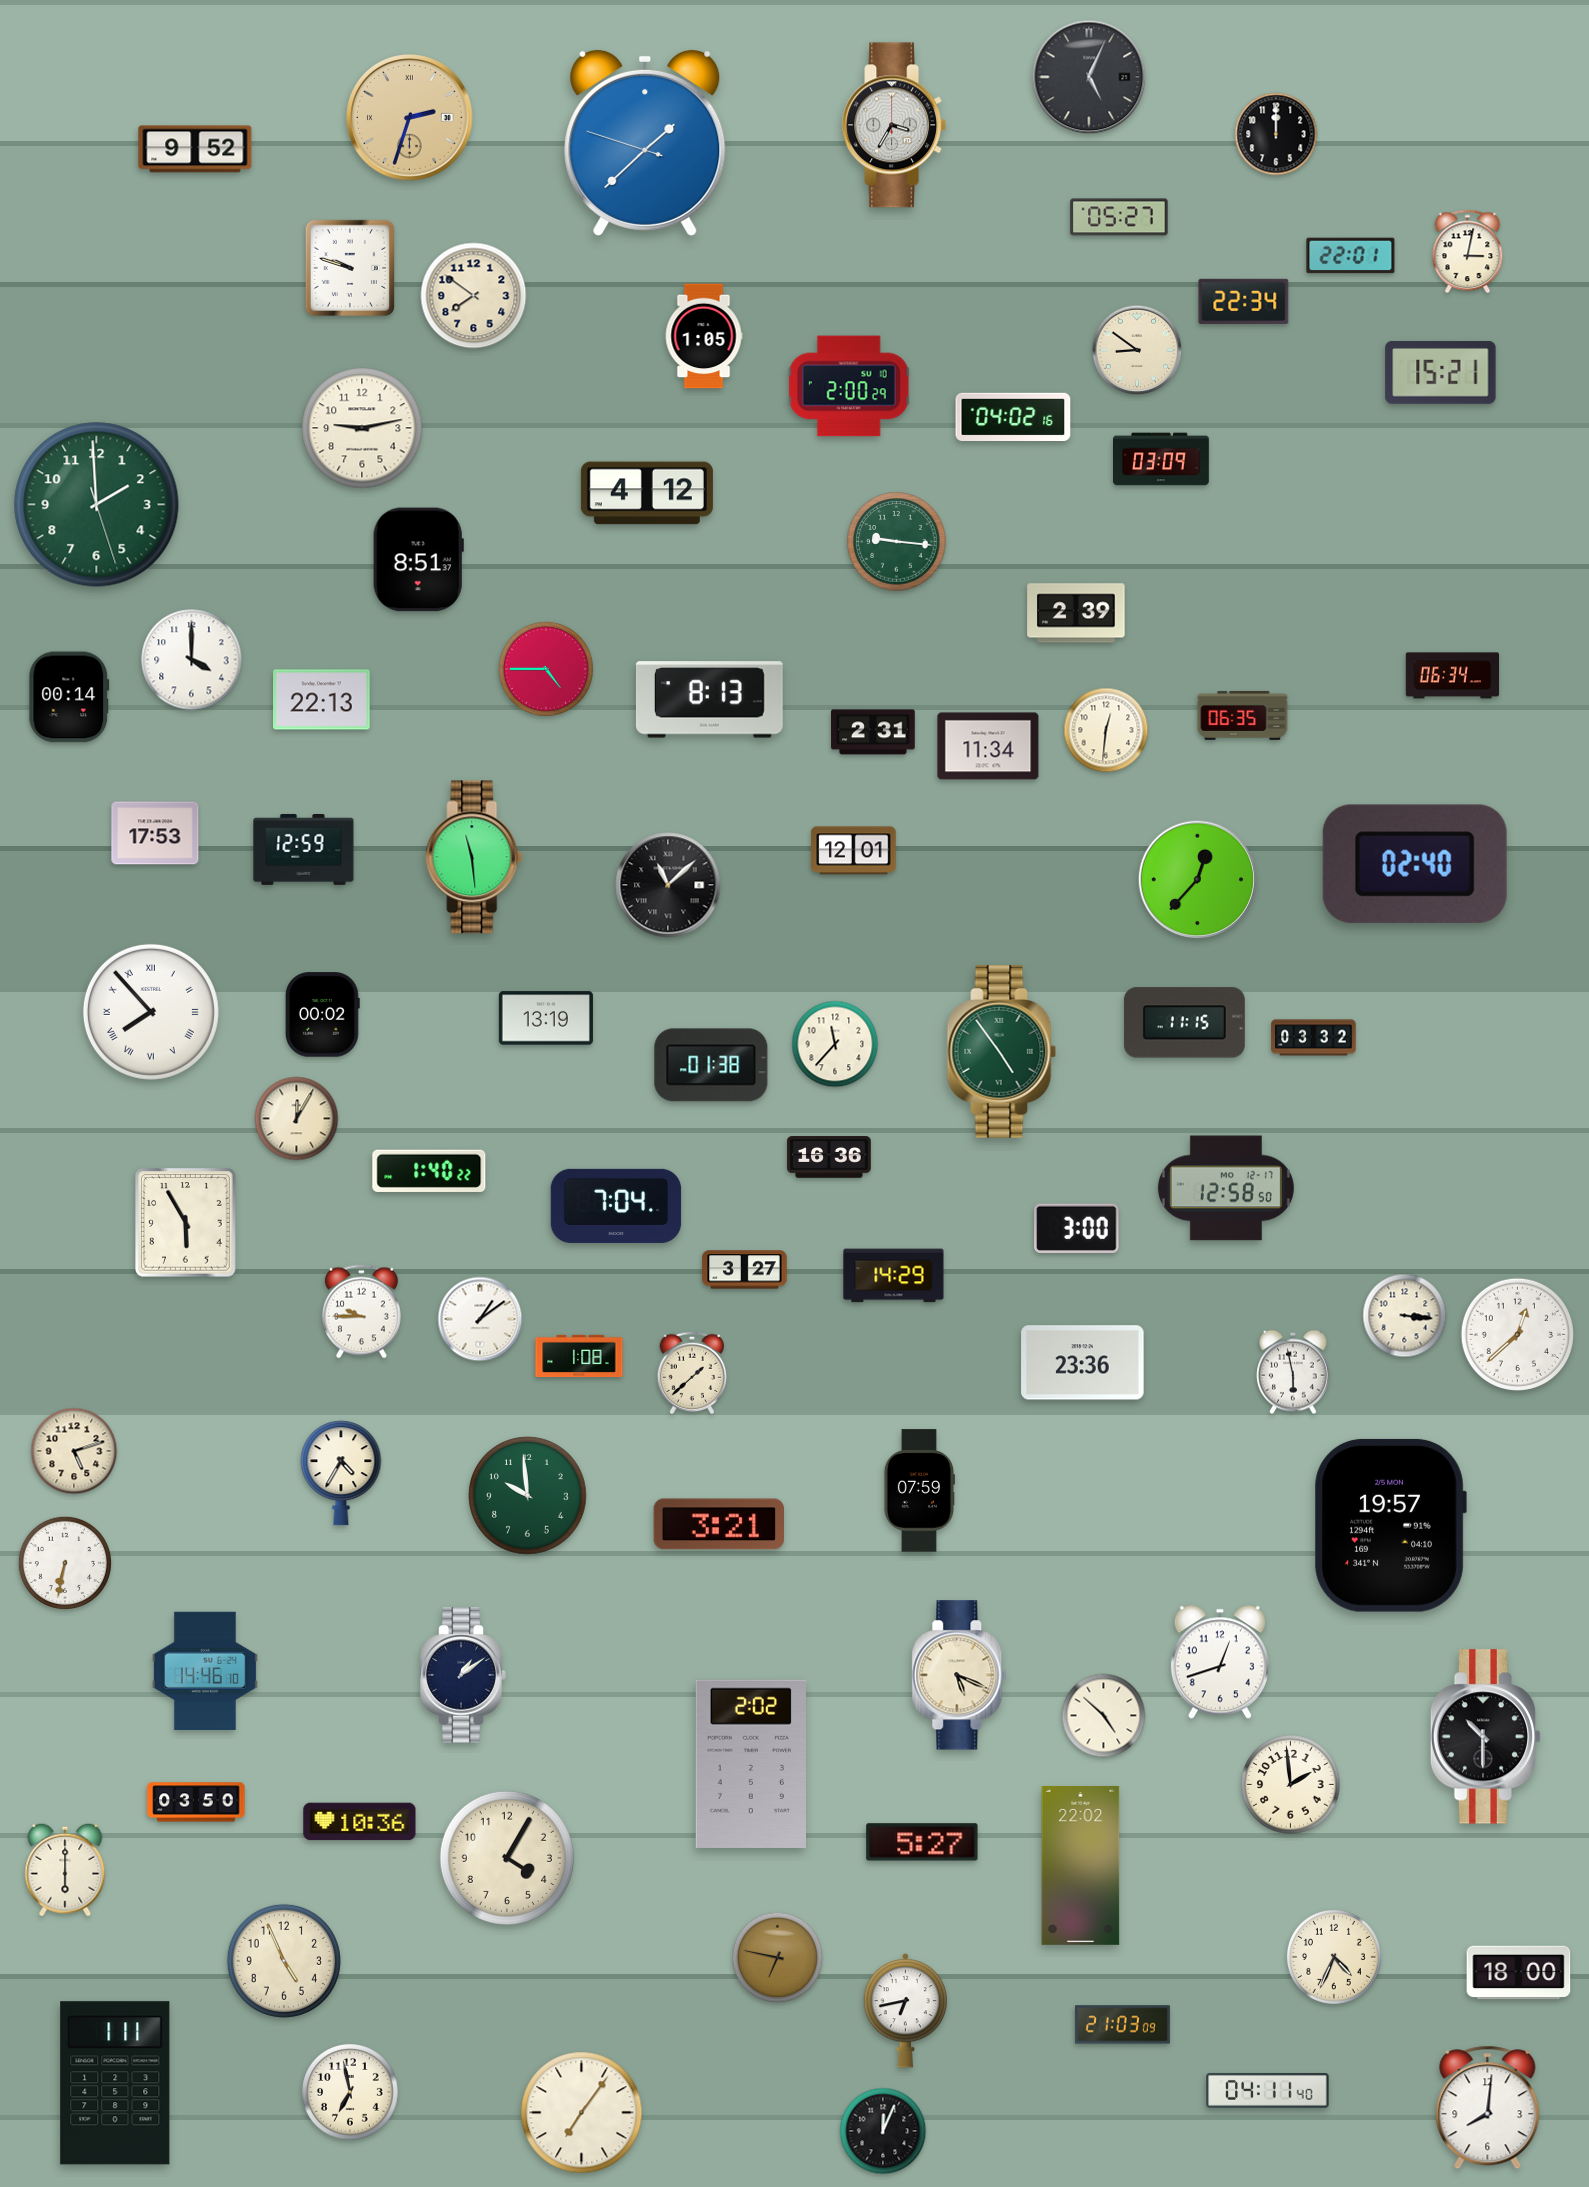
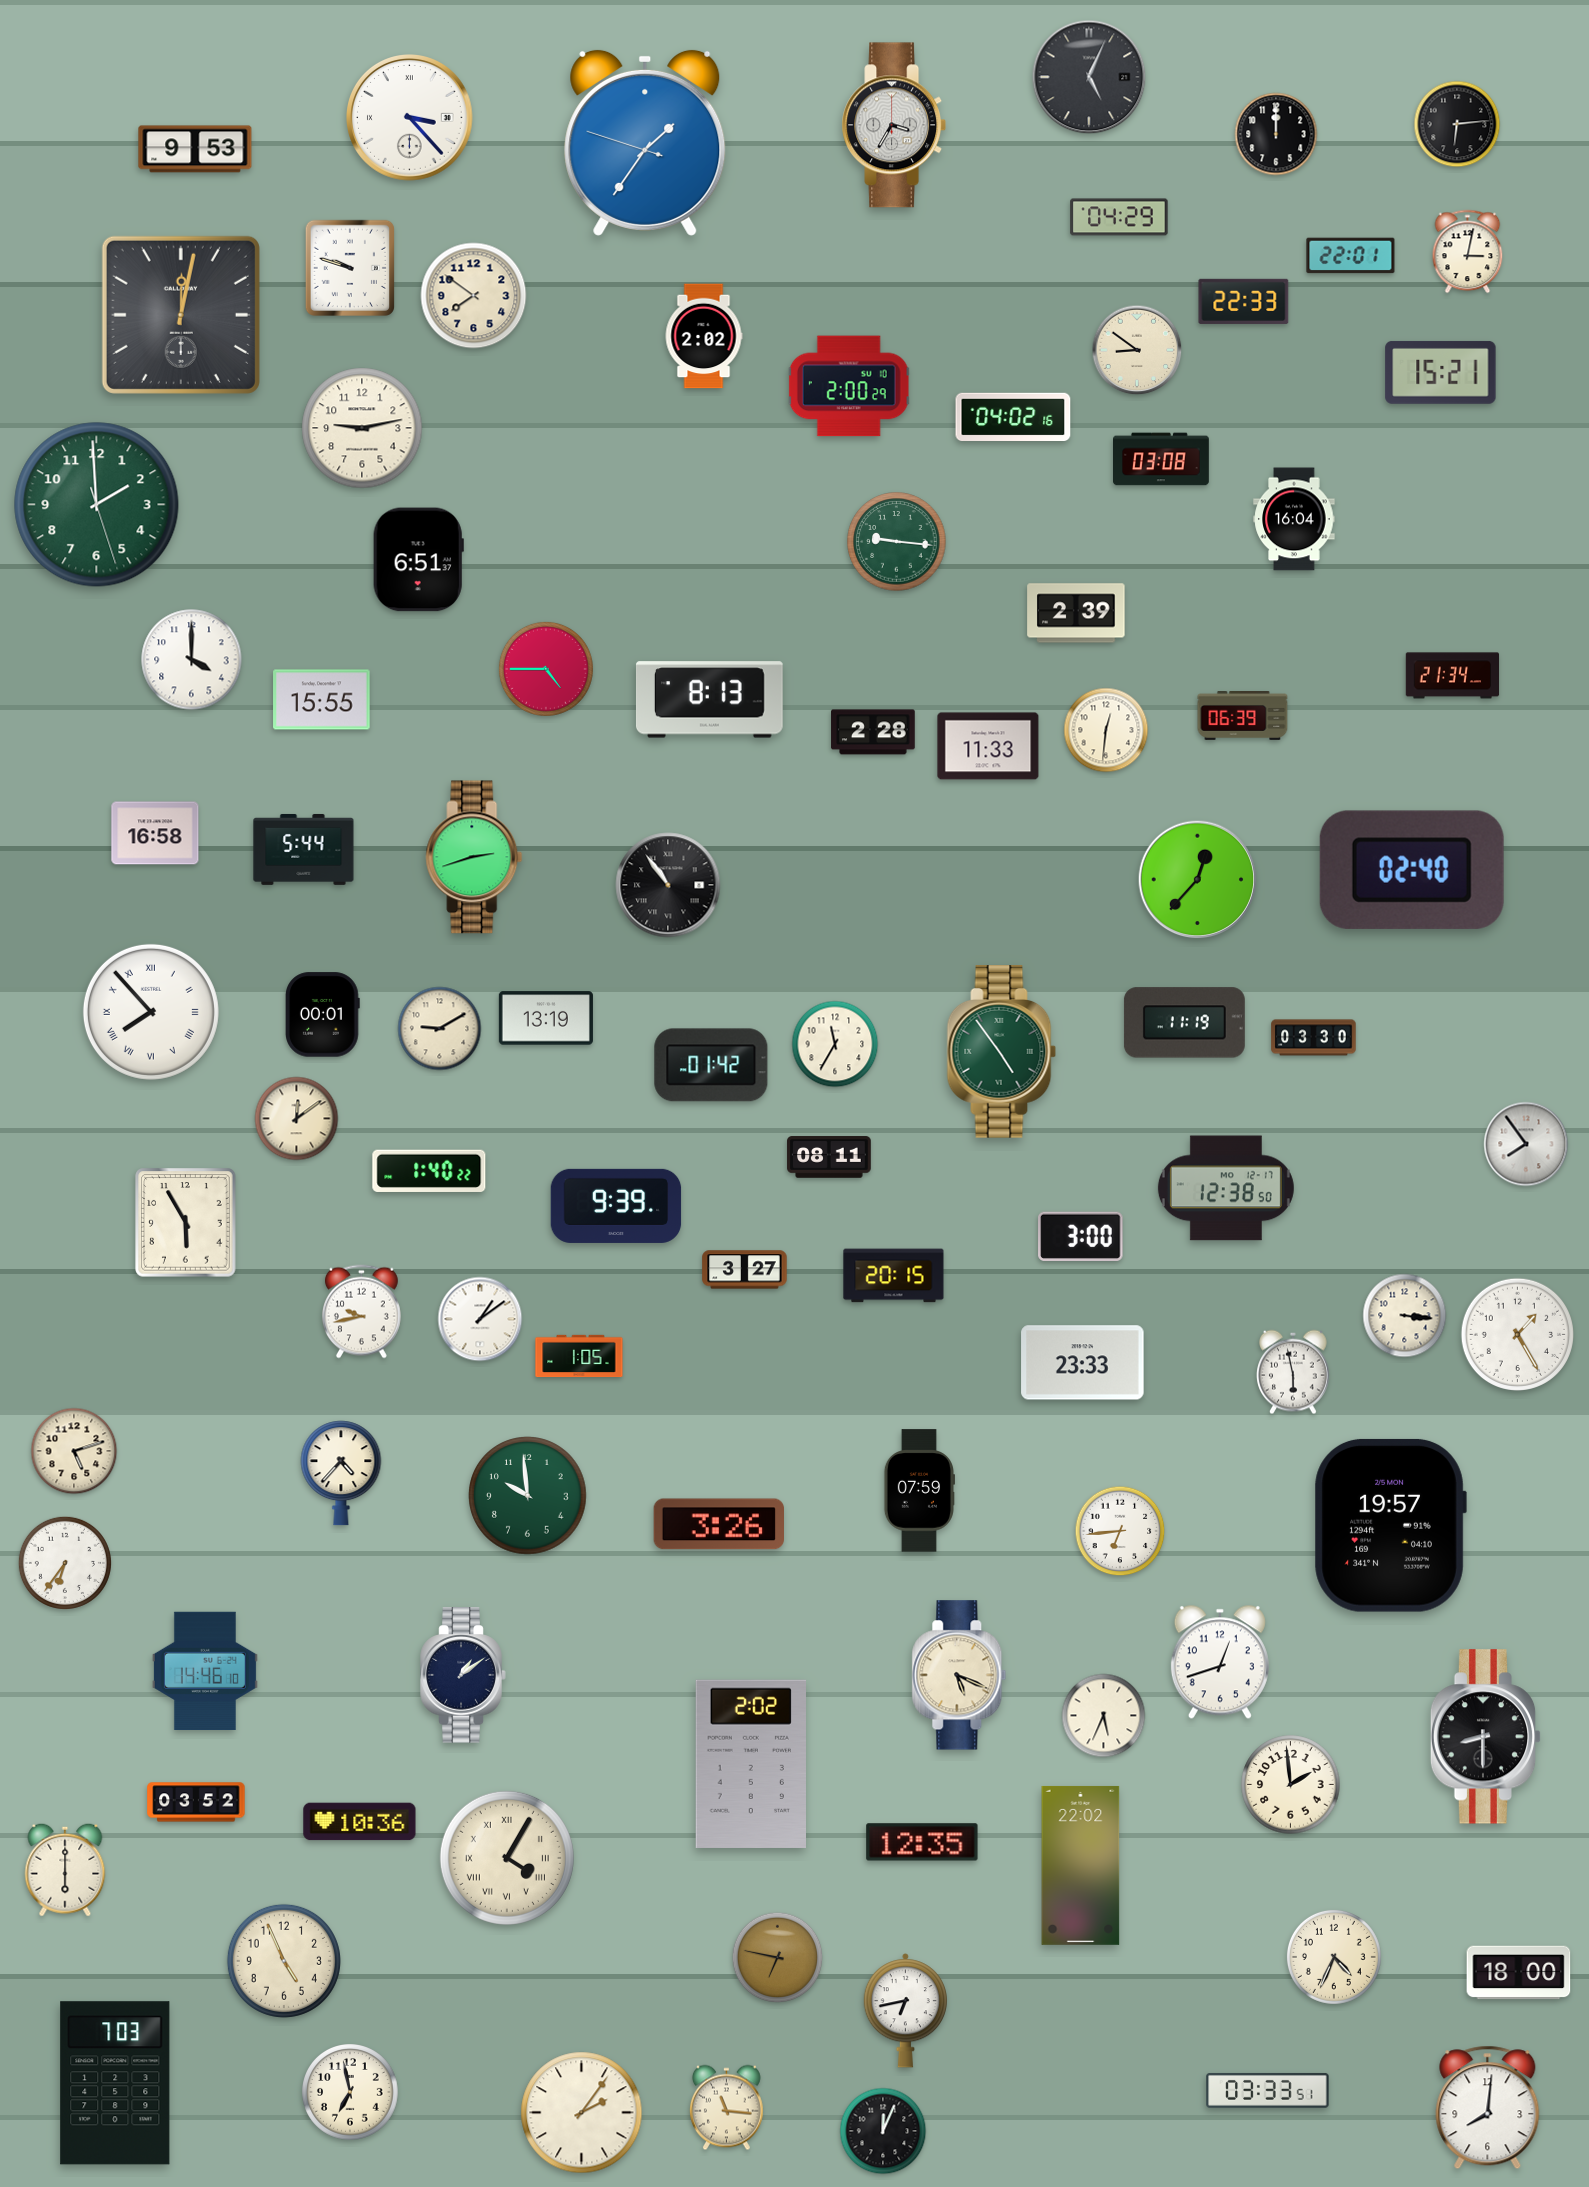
clock at (410, 118): 2:33 -> 3:23
clock at (410, 118) dial: champagne -> white
clock at (1457, 124): none -> 6:14
clock at (645, 143): 1:37 -> 1:35
clock at (195, 149): 9:52 -> 9:53
clock at (1119, 217): 05:27 -> 04:29
clock at (1244, 301): 22:34 -> 22:33
clock at (181, 315): none -> 12:02
clock at (704, 336): 1:05 -> 2:02
clock at (1162, 459): 03:09 -> 03:08
clock at (647, 493): 4:12 -> none
clock at (1294, 519): none -> 16:04
clock at (418, 560): 8:51 -> 6:51
clock at (1453, 676): 06:34 -> 21:34
clock at (69, 697): 00:14 -> none
clock at (322, 700): 22:13 -> 15:55
clock at (1243, 716): 06:35 -> 06:39
clock at (873, 732): 2:31 -> 2:28
clock at (988, 746): 11:34 -> 11:33
clock at (155, 833): 17:53 -> 16:58
clock at (304, 849): 12:59 -> 5:44
clock at (854, 851): 12:01 -> none
clock at (474, 857): 11:29 -> 2:42
clock at (1415, 864) position: (1415, 864) -> (1412, 870)
clock at (668, 885): 11:08 -> 10:54
clock at (323, 1015): 00:02 -> 00:01
clock at (1184, 1023): 11:15 -> 11:19
clock at (440, 1029): none -> 9:10
clock at (1314, 1038): 03:32 -> 03:30
clock at (835, 1044): 11:37 -> 11:35
clock at (711, 1065): 01:38 -> 01:42
clock at (297, 1119): 12:05 -> 12:09
clock at (1526, 1144): none -> 7:54
clock at (829, 1157): 16:36 -> 08:11
clock at (1226, 1188): 12:58 -> 12:38
clock at (616, 1206): 7:04 -> 9:39
clock at (1077, 1228) position: (1077, 1228) -> (1081, 1236)
clock at (894, 1276): 14:29 -> 20:15
clock at (361, 1312): 9:45 -> 9:43
clock at (1517, 1334): 12:38 -> 1:25
clock at (579, 1356): 1:08 -> 1:05
clock at (1083, 1363): 23:36 -> 23:33
clock at (692, 1373): 1:38 -> none
clock at (341, 1473): 4:35 -> 4:37
clock at (718, 1524): 3:21 -> 3:26
clock at (1120, 1531): none -> 6:44
clock at (65, 1563): 6:32 -> 6:36
clock at (1104, 1716): 4:52 -> 5:34
clock at (1486, 1737): 10:30 -> 8:30
clock at (196, 1802): 03:50 -> 03:52
clock at (922, 1842): 5:27 -> 12:35
clock at (507, 1858) numerals: Arabic -> Roman
clock at (1122, 2025): 21:03 -> none
clock at (115, 2083): 1:11 -> 7:03
clock at (1268, 2090): 04:11 -> 03:33
clock at (726, 2108): none -> 11:16
clock at (582, 2113): 7:06 -> 2:06
